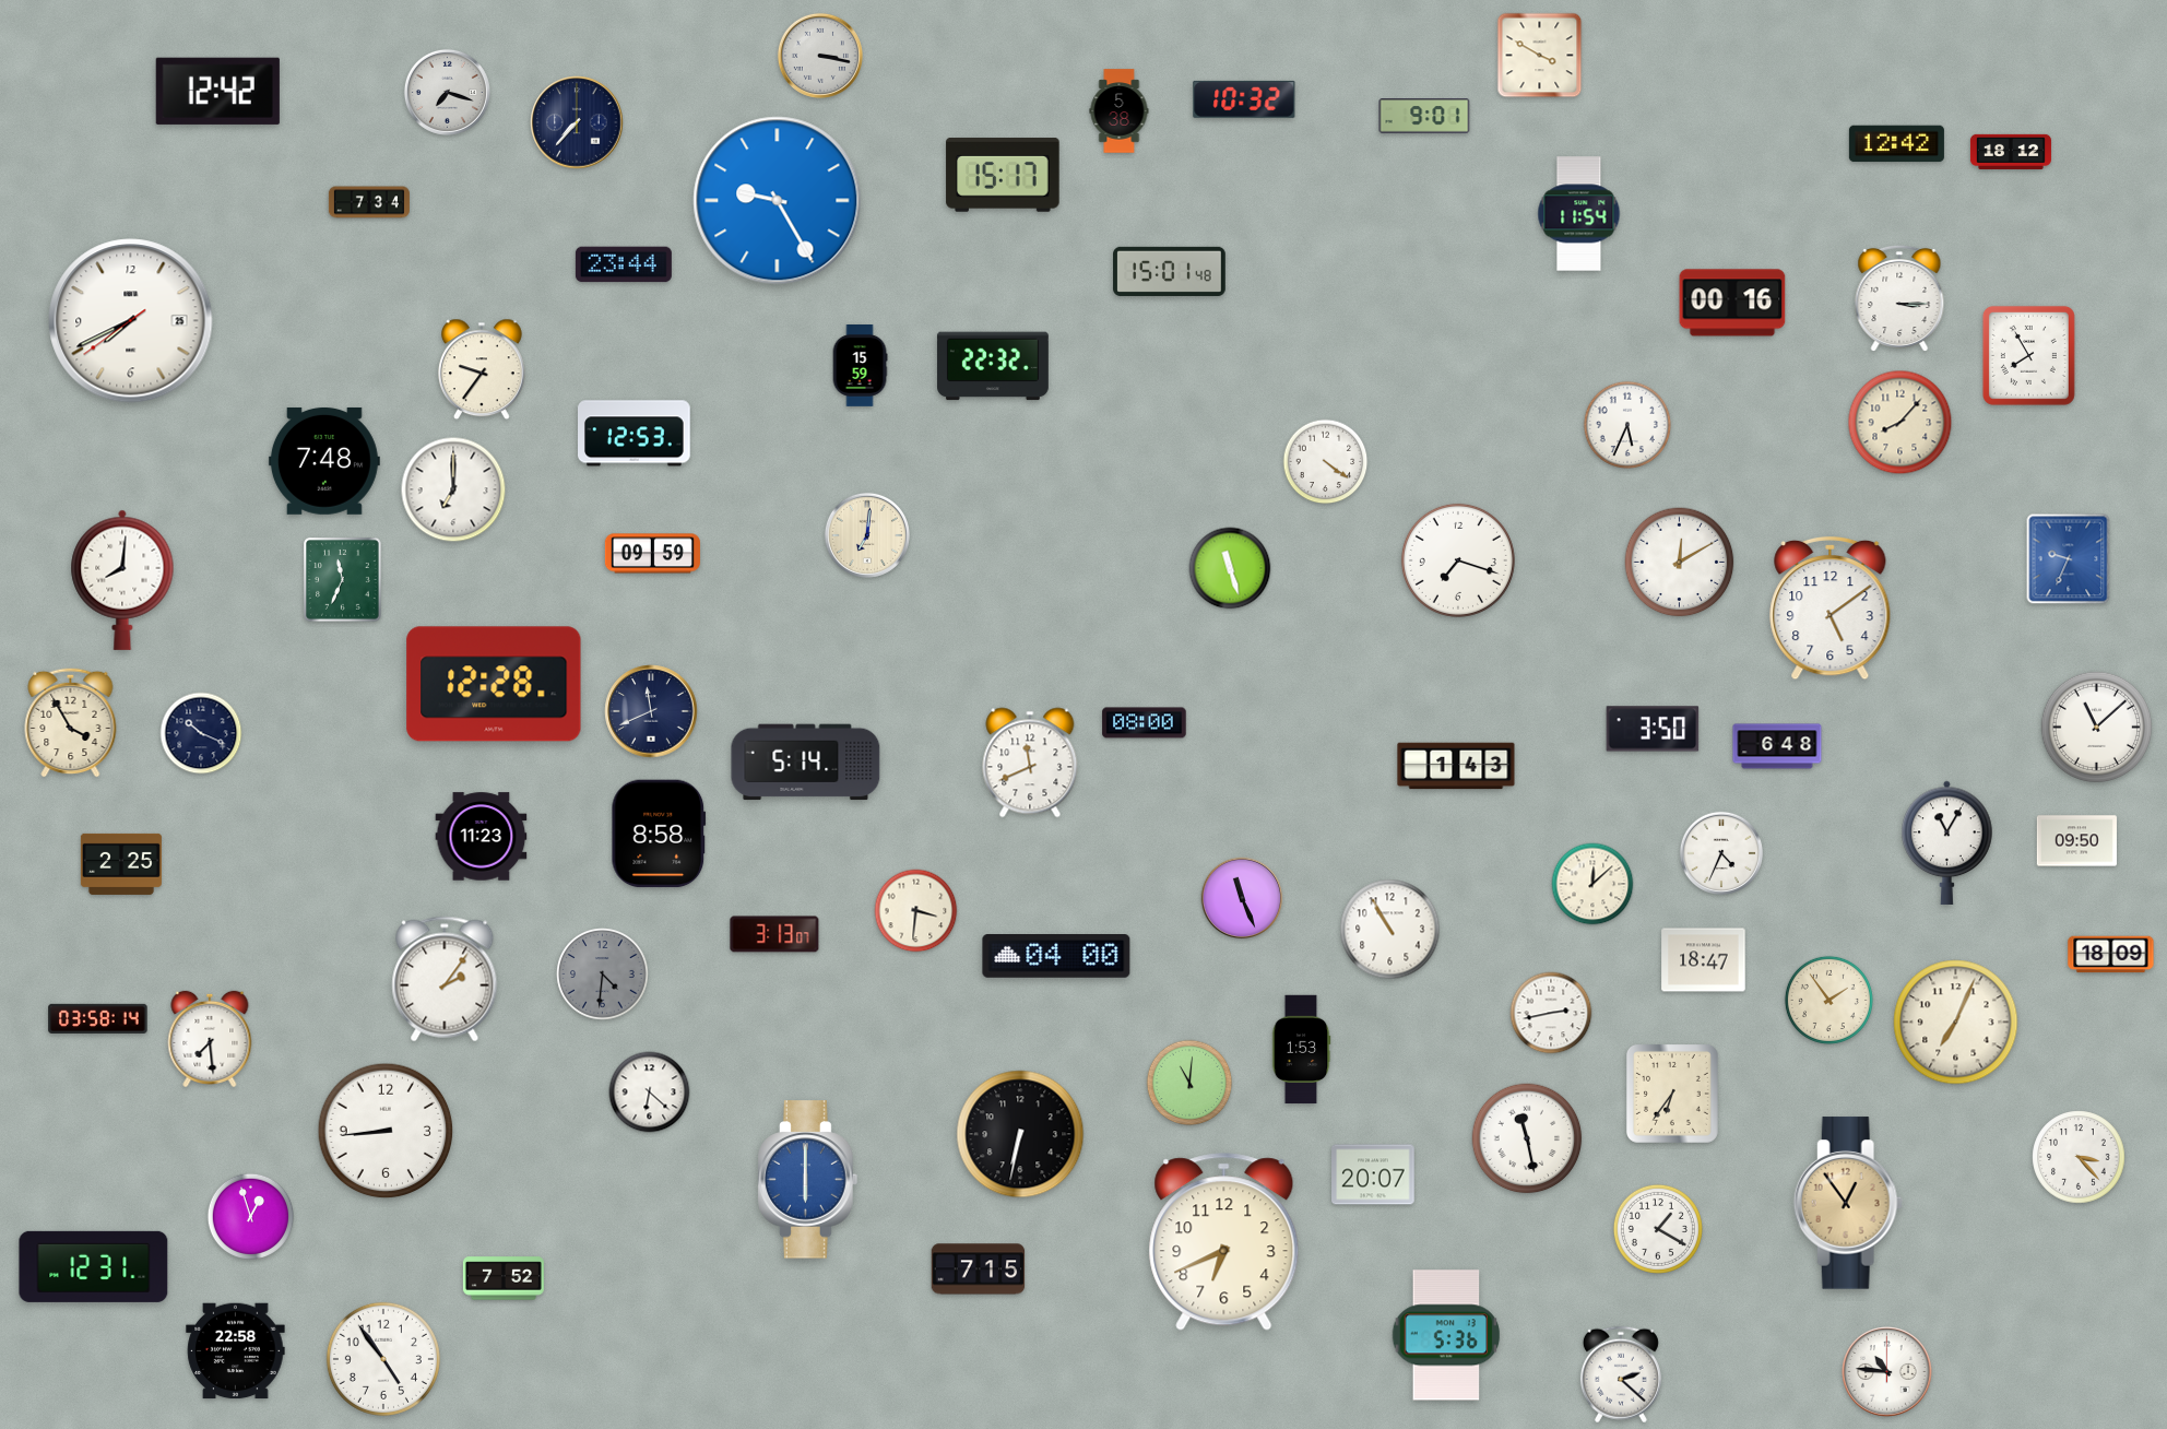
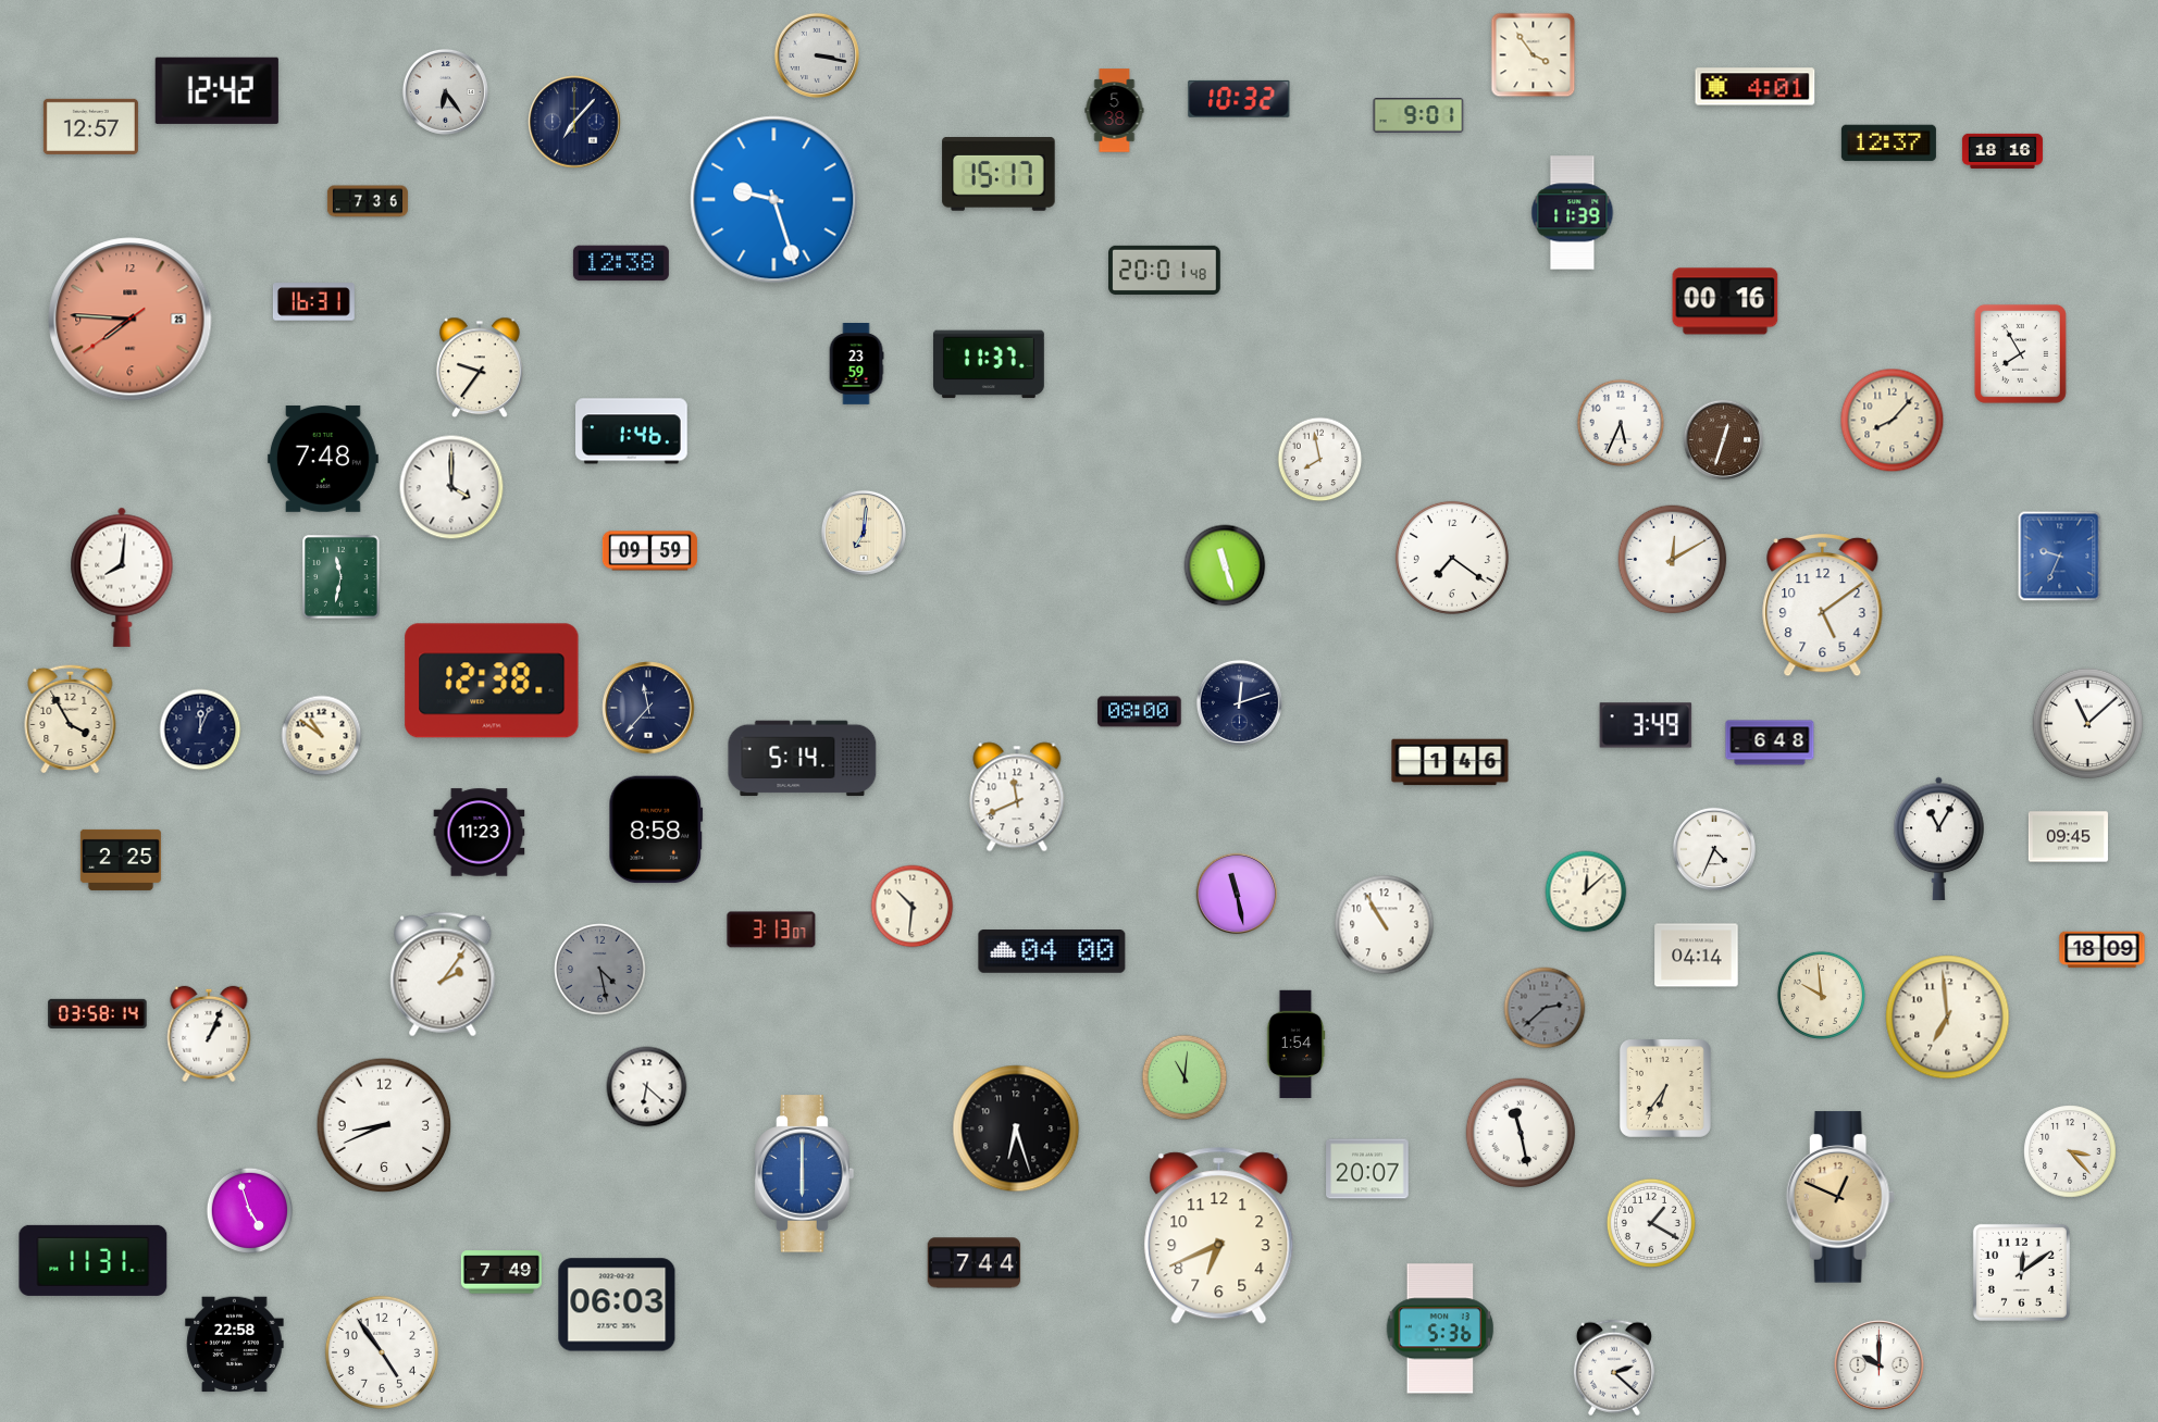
clock at (1540, 56): 3:50 -> 3:54
clock at (1756, 87): none -> 4:01
clock at (447, 92): 7:18 -> 6:24
clock at (577, 122): 7:37 -> 7:07
clock at (90, 126): none -> 12:57
clock at (1896, 144): 12:42 -> 12:37
clock at (2011, 152): 18:12 -> 18:16
clock at (778, 201): 9:25 -> 9:27
clock at (369, 202): 7:34 -> 7:36
clock at (1579, 214): 11:54 -> 11:39
clock at (624, 264): 23:44 -> 12:38
clock at (1170, 271): 15:01 -> 20:01
clock at (1899, 297): 3:15 -> none
clock at (313, 302): none -> 16:31
clock at (131, 321): 7:40 -> 7:45
clock at (131, 321) dial: white -> salmon
clock at (860, 366): 15:59 -> 23:59
clock at (993, 366): 22:32 -> 11:37
clock at (635, 434): 12:53 -> 1:46
clock at (1724, 440): none -> 12:33
clock at (1326, 462): 4:21 -> 7:58
clock at (453, 489): 7:00 -> 4:00
clock at (1458, 560): 7:18 -> 7:21
clock at (343, 580): 11:34 -> 11:32
clock at (494, 684): 12:28 -> 12:38
clock at (1239, 702): none -> 12:12
clock at (651, 711): 11:41 -> 11:37
clock at (1145, 723) position: (1145, 723) -> (1140, 712)
clock at (1653, 729): 3:50 -> 3:49
clock at (201, 733): 10:19 -> 12:04
clock at (322, 736): none -> 10:51
clock at (1030, 763) position: (1030, 763) -> (1017, 797)
clock at (1456, 766): 1:43 -> 1:46
clock at (2076, 841): 09:50 -> 09:45
clock at (1592, 884) position: (1592, 884) -> (1586, 891)
clock at (1242, 898): 11:26 -> 11:28
clock at (916, 911): 3:31 -> 10:31
clock at (1704, 960): 18:47 -> 04:14
clock at (603, 975): 4:31 -> 4:28
clock at (1828, 1000): 1:54 -> 9:59
clock at (1551, 1013): 2:43 -> 2:38
clock at (1551, 1013) dial: white -> grey
clock at (1956, 1023): 7:04 -> 6:59
clock at (210, 1039): 7:29 -> 1:04
clock at (1301, 1050): 1:53 -> 1:54
clock at (386, 1131): 8:44 -> 8:41
clock at (1020, 1134): 6:32 -> 6:27
clock at (1848, 1203): 12:54 -> 12:49
clock at (251, 1217): 12:57 -> 4:57
clock at (94, 1266): 12:31 -> 11:31
clock at (979, 1269): 7:15 -> 7:44
clock at (504, 1278): 7:52 -> 7:49
clock at (2021, 1272): none -> 12:09
clock at (617, 1305): none -> 06:03
clock at (1887, 1372): 10:46 -> 10:00
